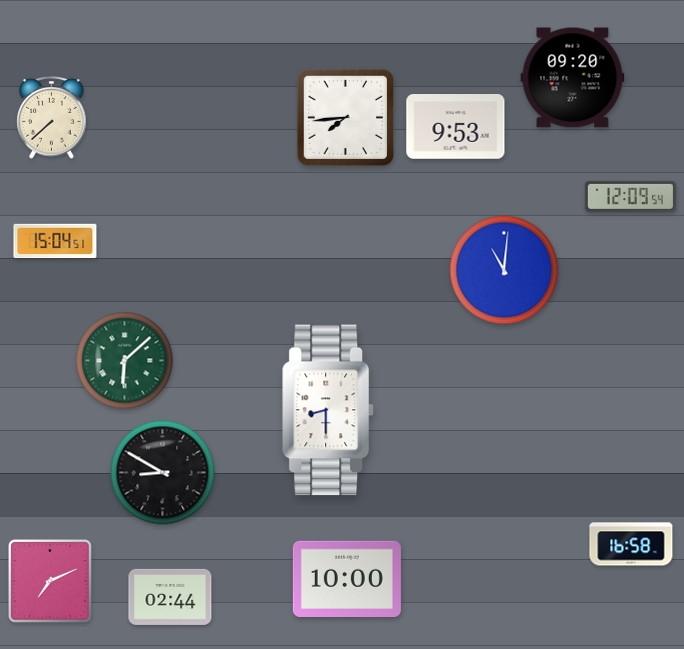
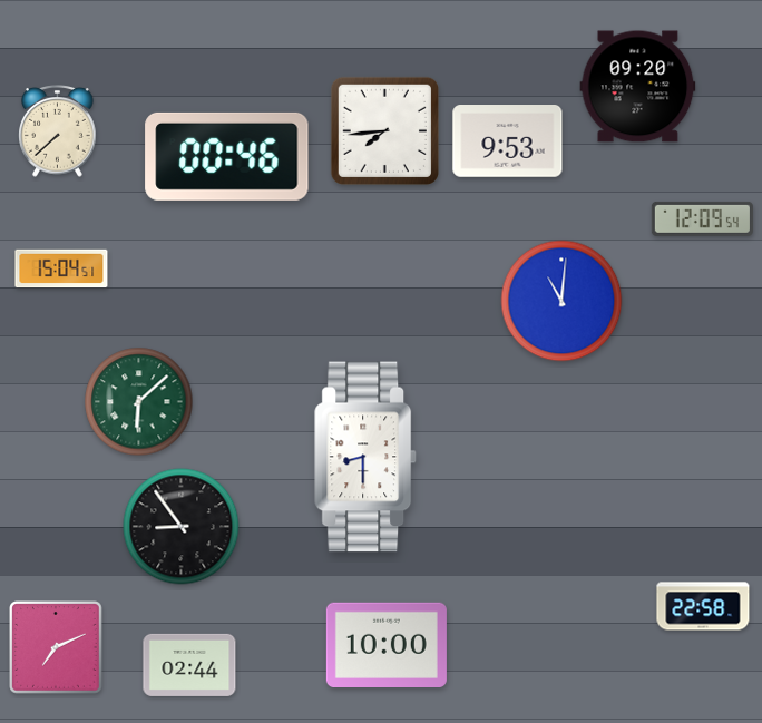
clock at (227, 156): none -> 00:46
clock at (163, 473): 8:50 -> 8:54
clock at (631, 544): 16:58 -> 22:58
